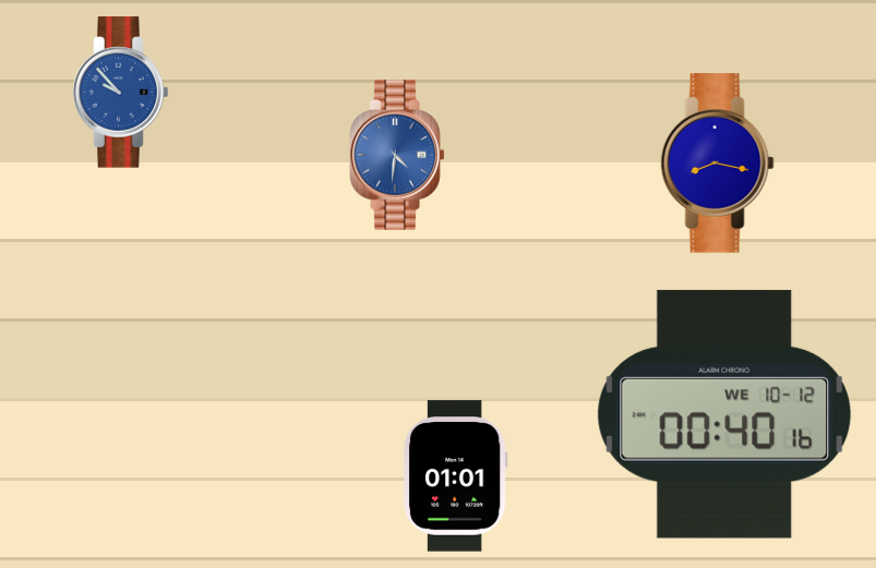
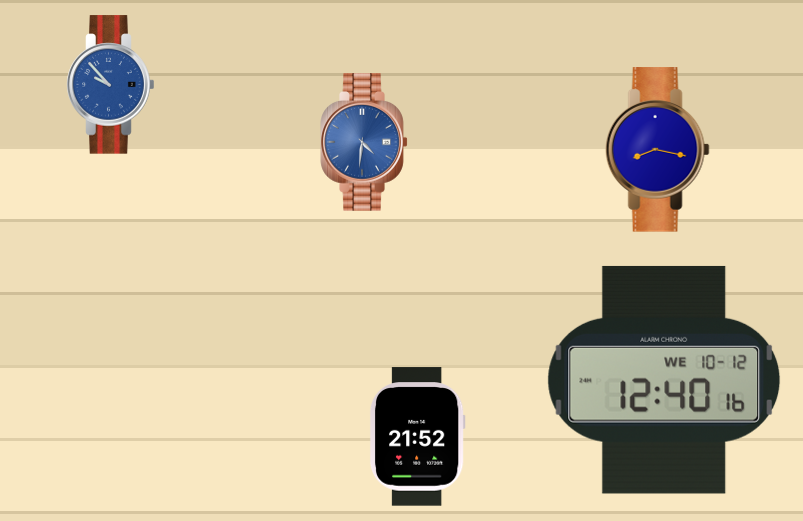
clock at (724, 414): 00:40 -> 12:40
clock at (455, 476): 01:01 -> 21:52
